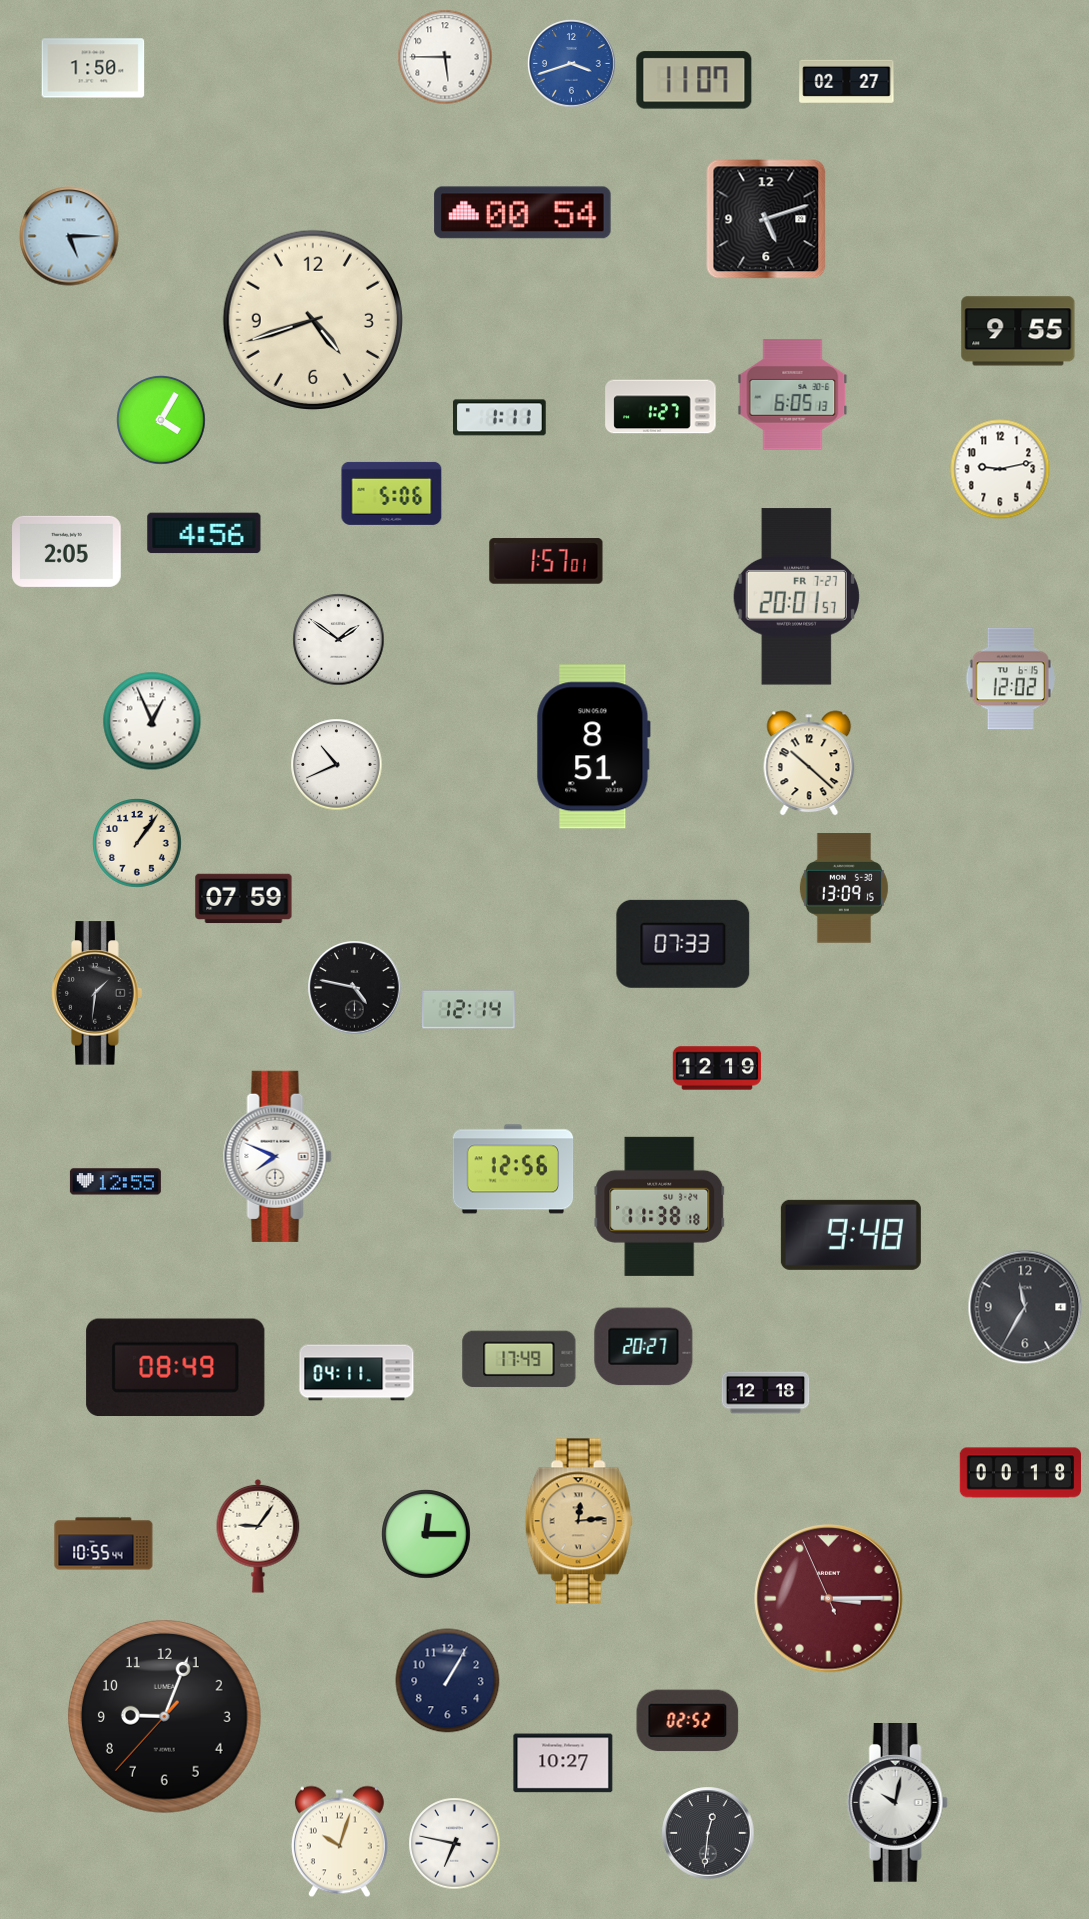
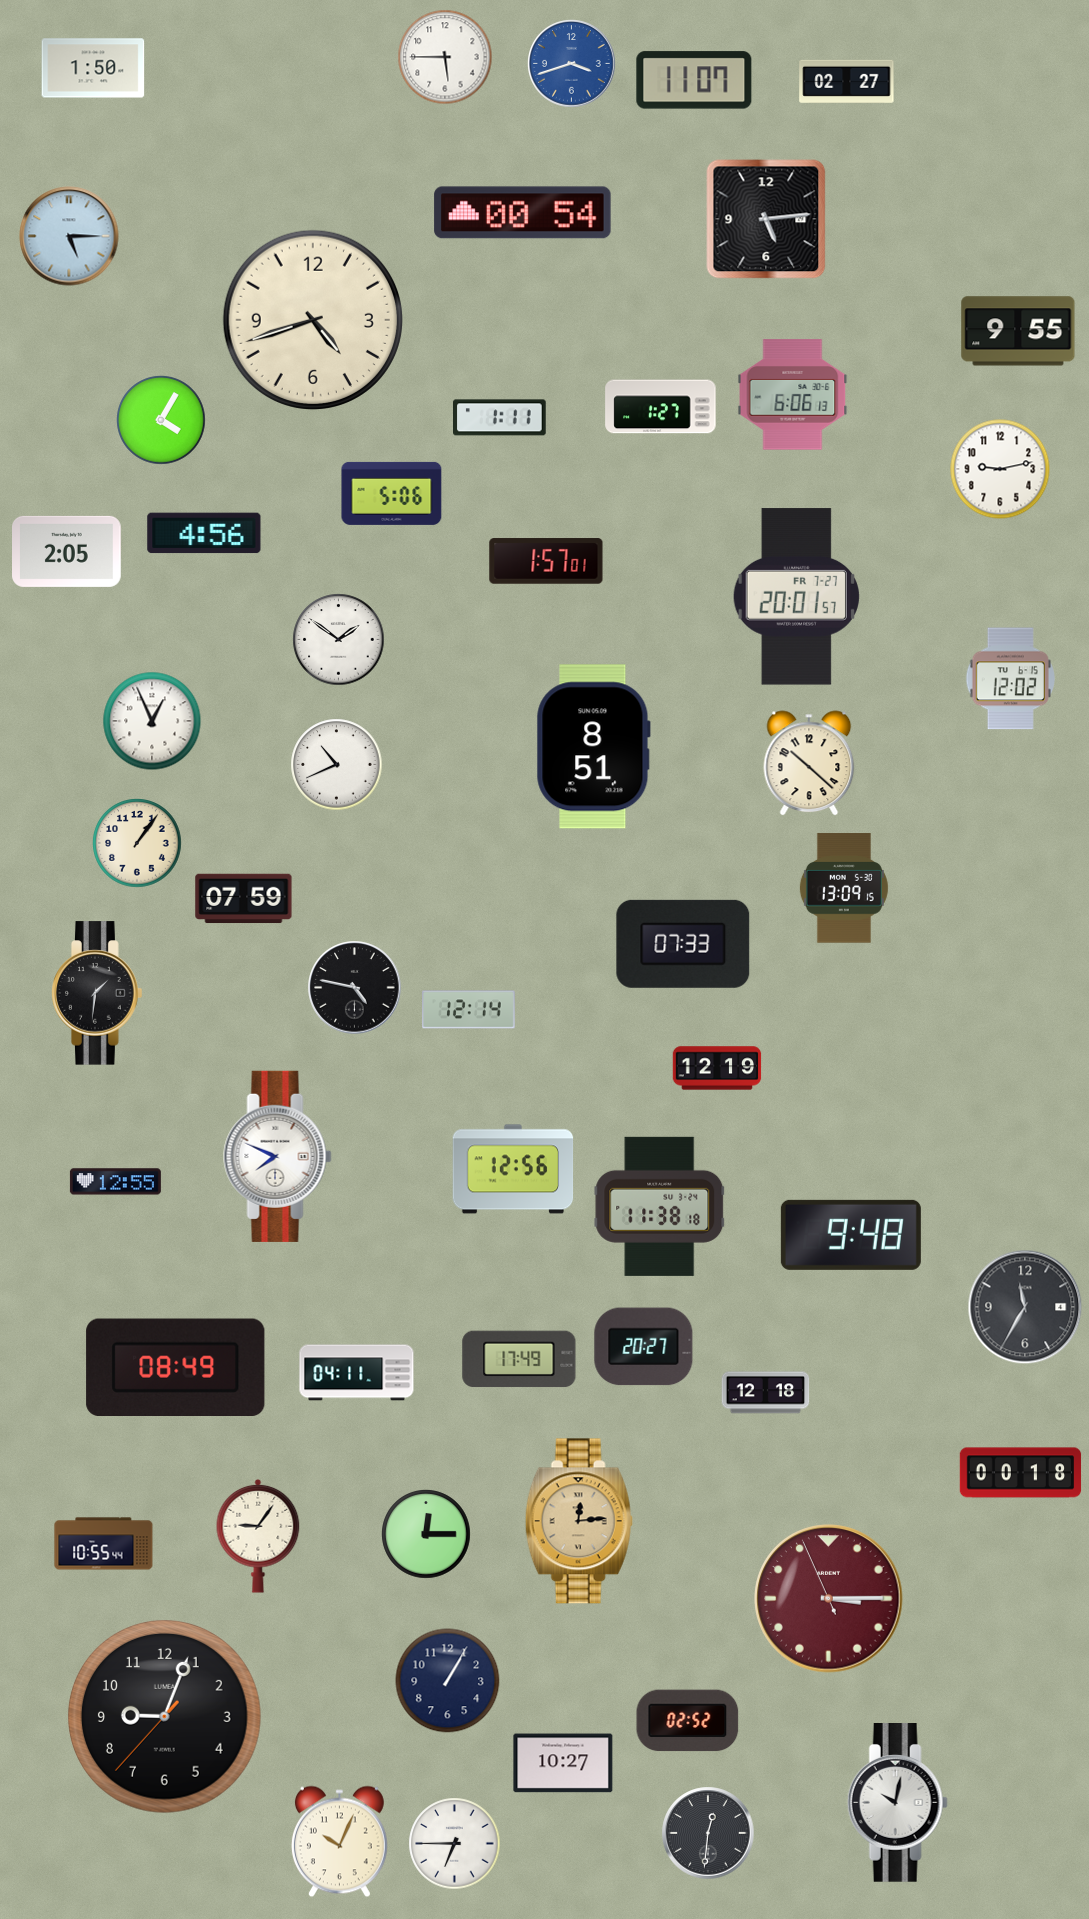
clock at (766, 219): 5:12 -> 5:14
clock at (793, 395): 6:05 -> 6:06
clock at (339, 1842): 10:03 -> 10:04
clock at (455, 1844): 6:47 -> 6:45
